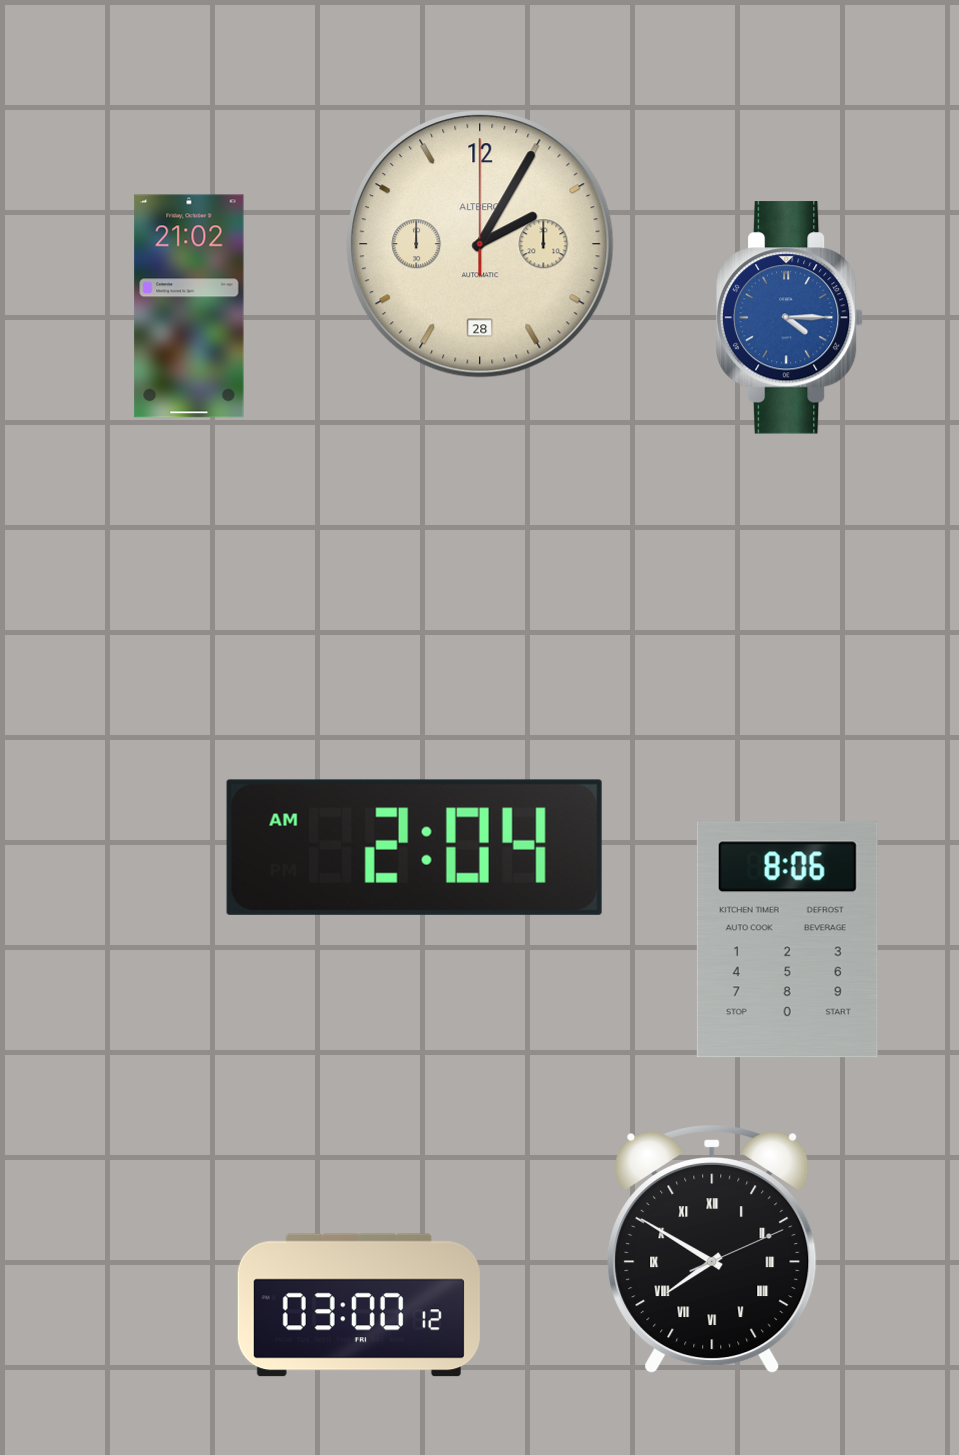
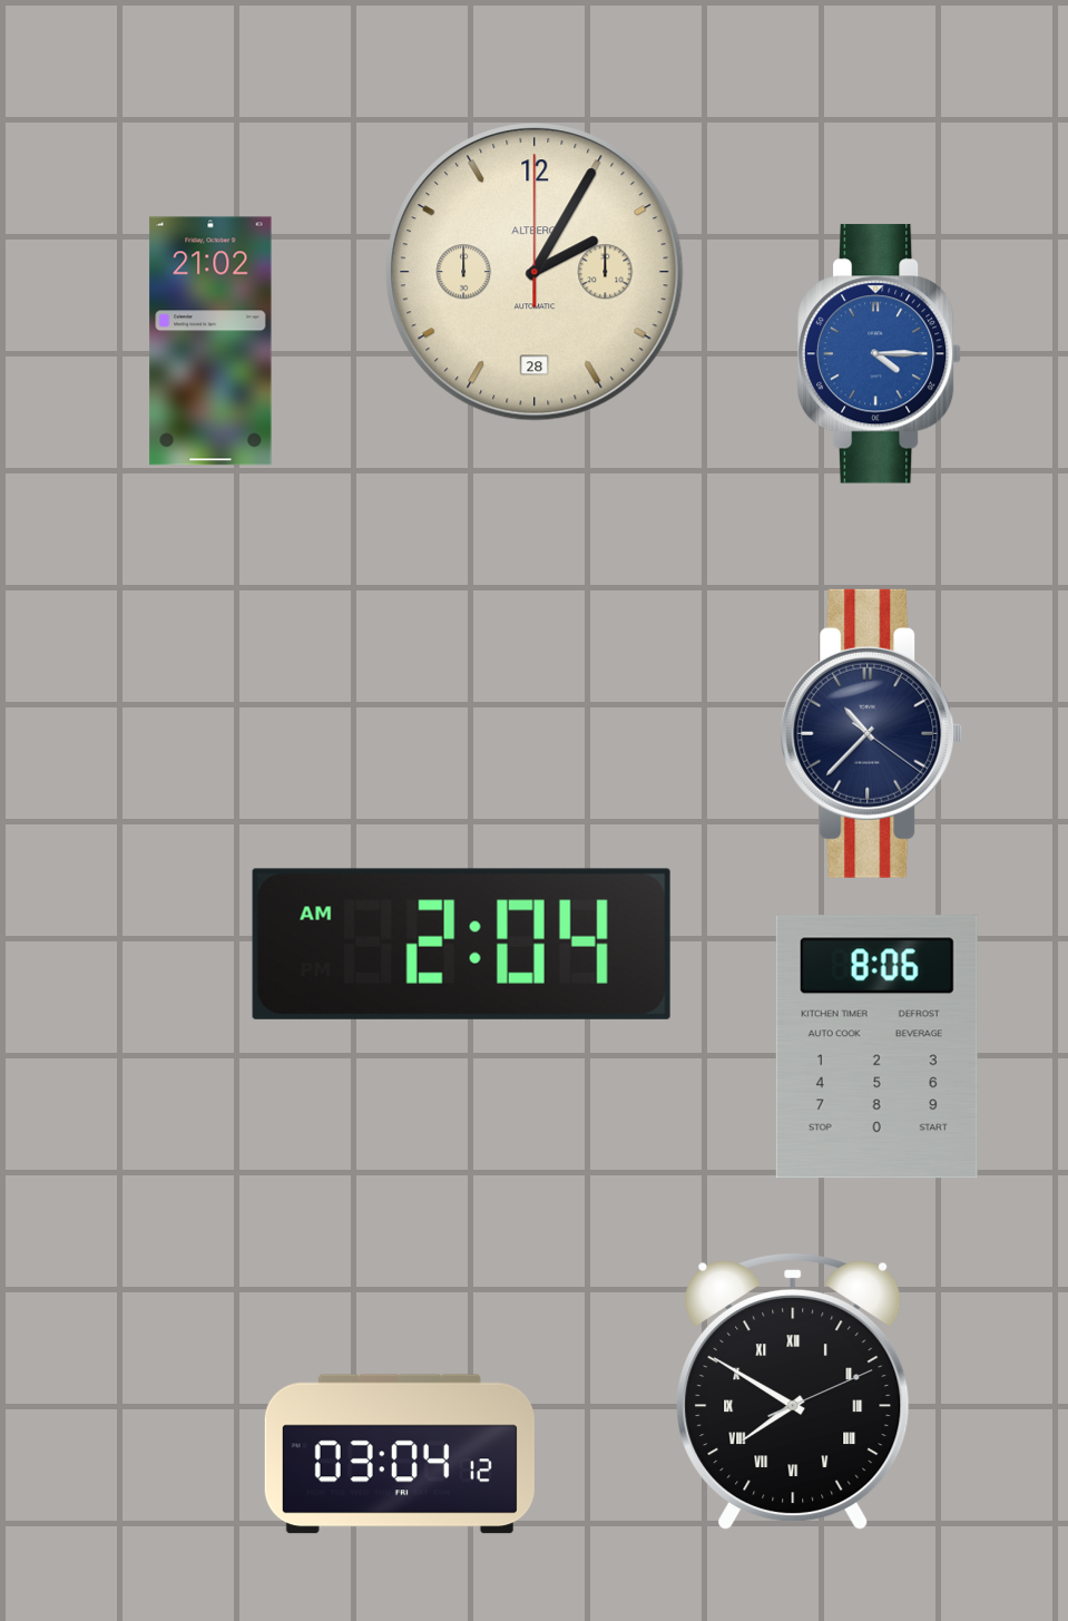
clock at (872, 733): none -> 10:37
clock at (359, 1305): 03:00 -> 03:04
